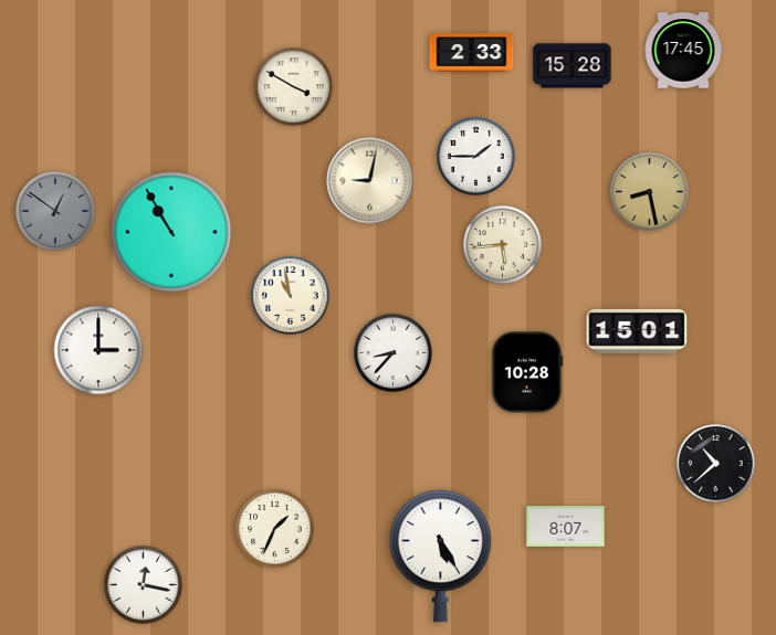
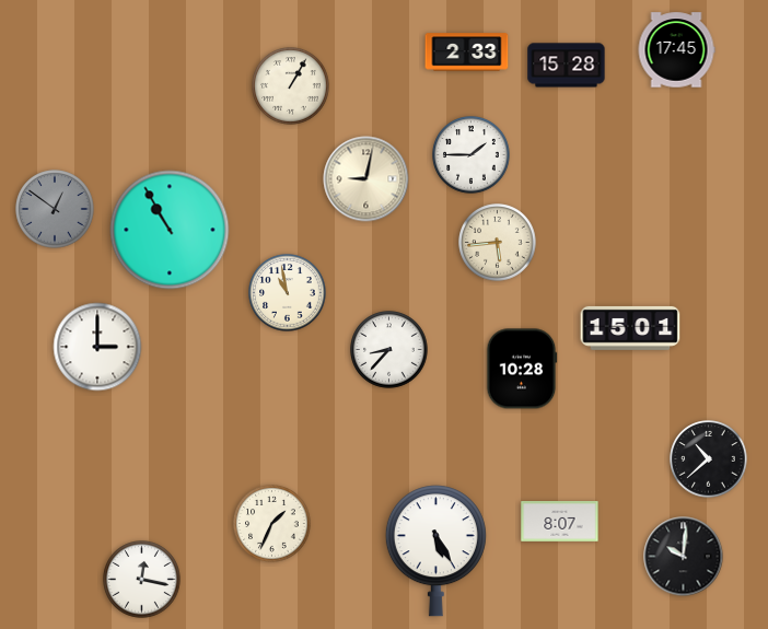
clock at (294, 87): 3:50 -> 1:05
clock at (650, 192): 8:28 -> none
clock at (684, 557): none -> 10:01
